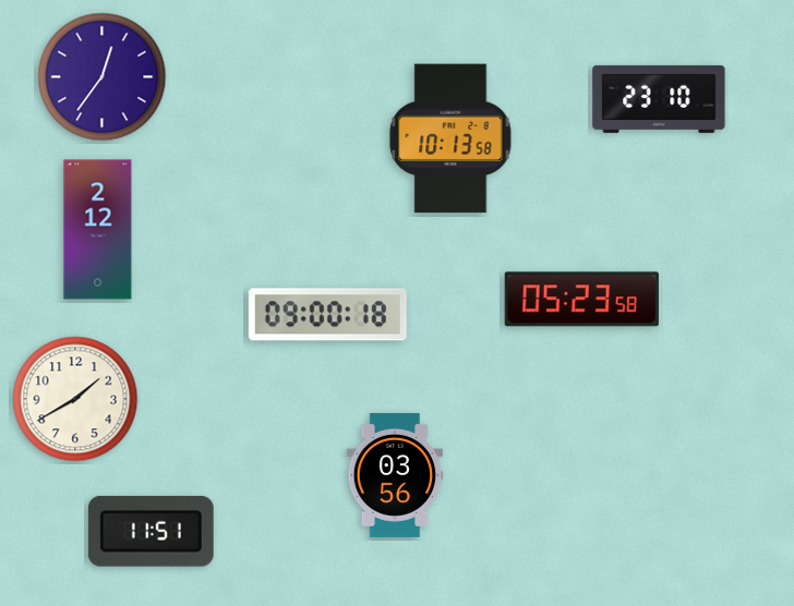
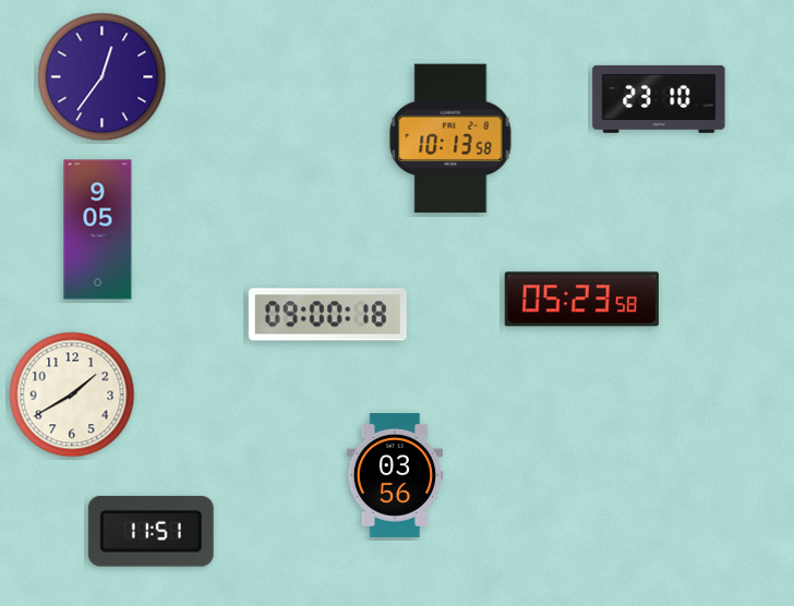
clock at (98, 230): 2:12 -> 9:05
clock at (75, 399) position: (75, 399) -> (72, 395)
